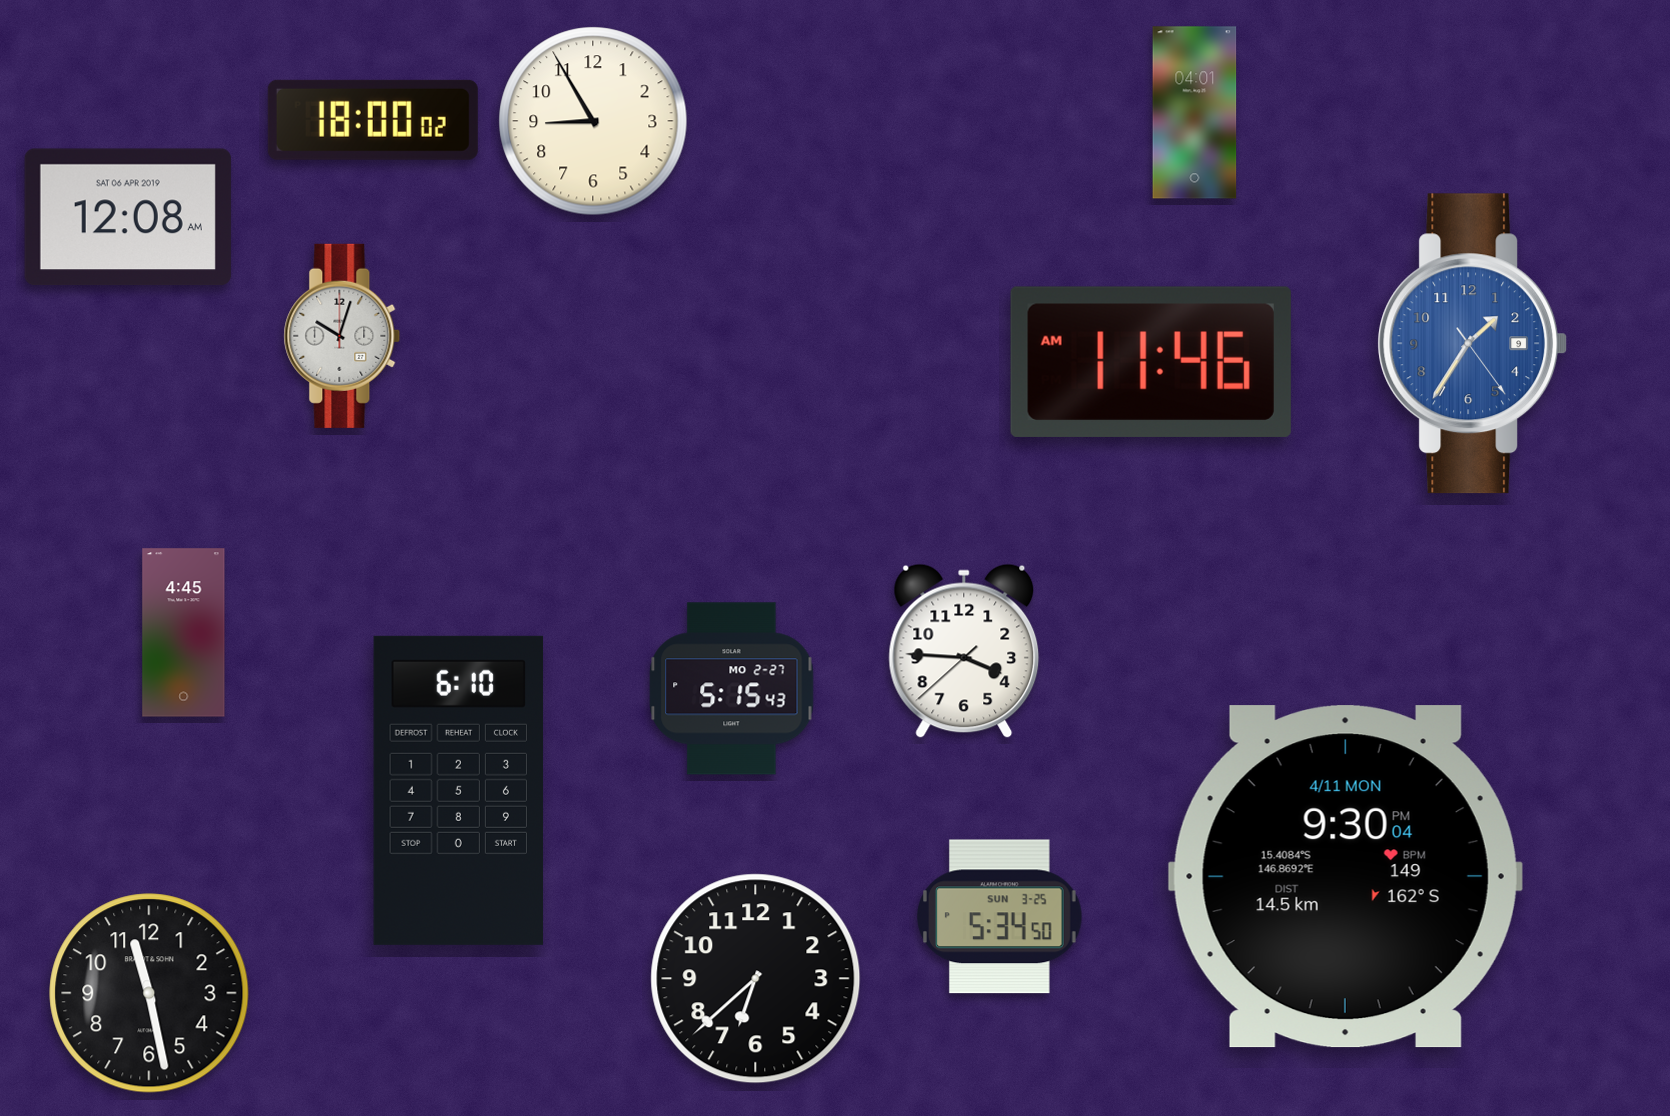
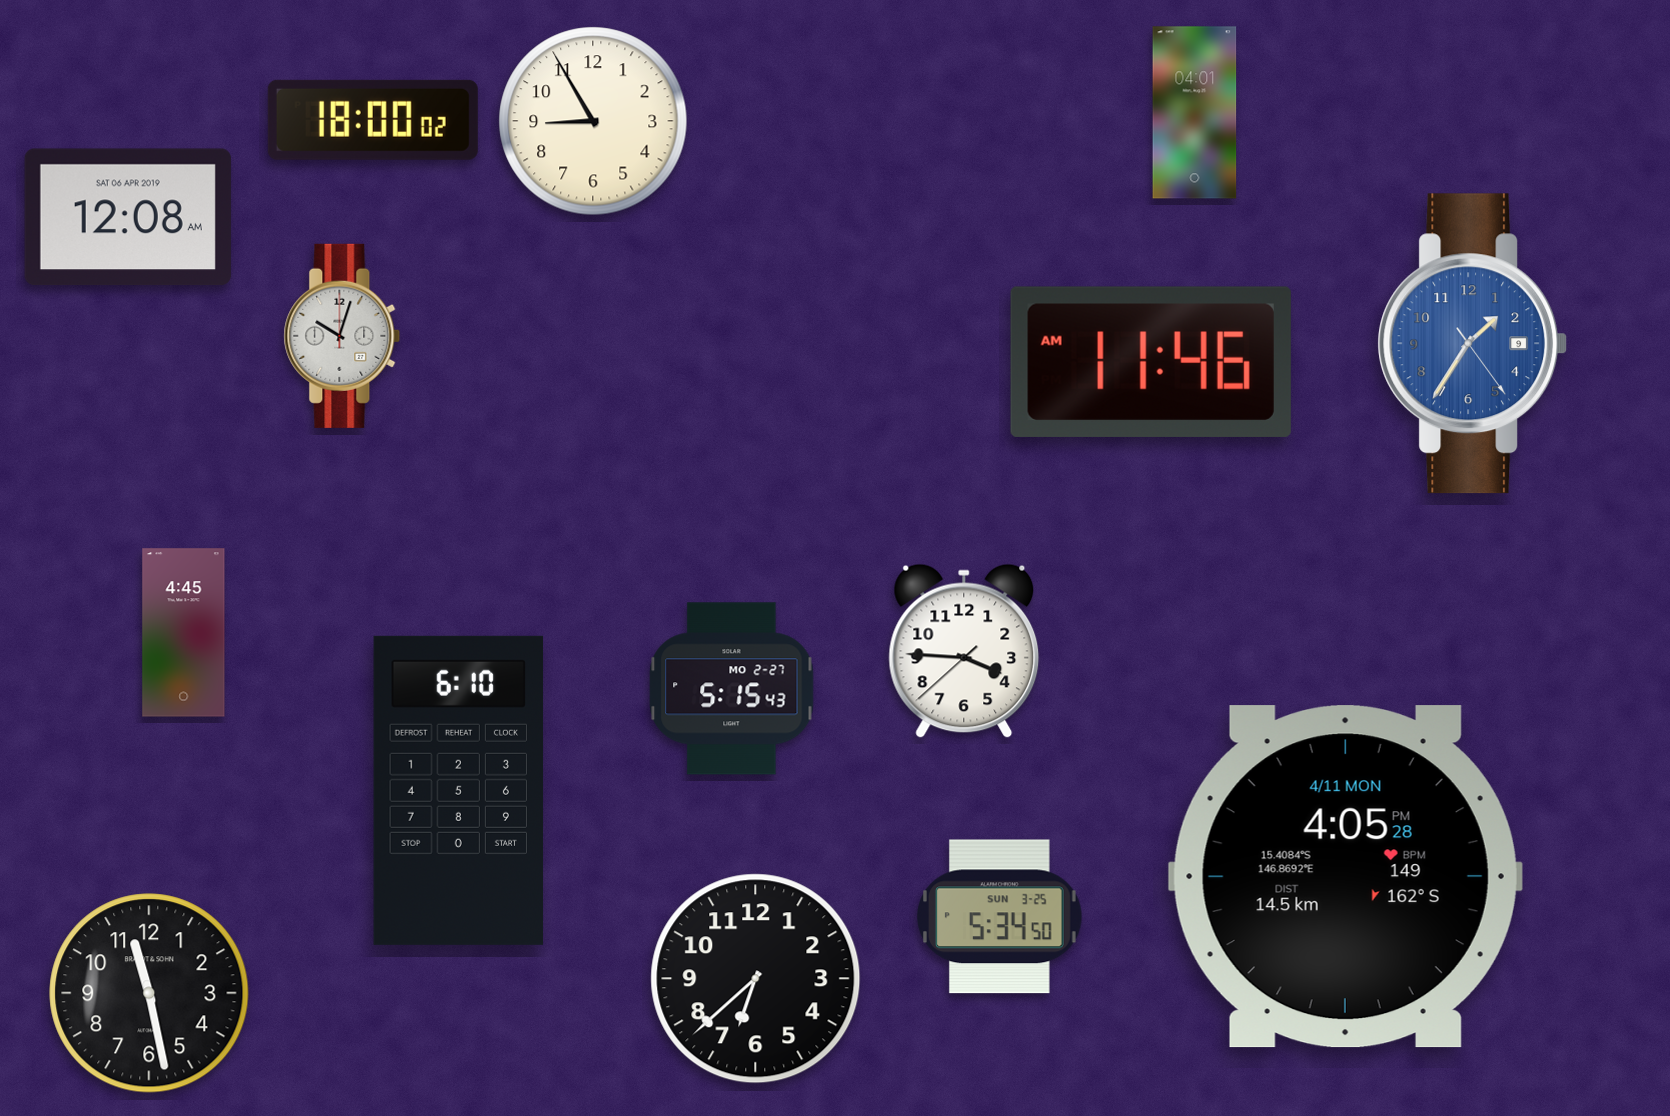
clock at (1345, 877): 9:30 -> 4:05
